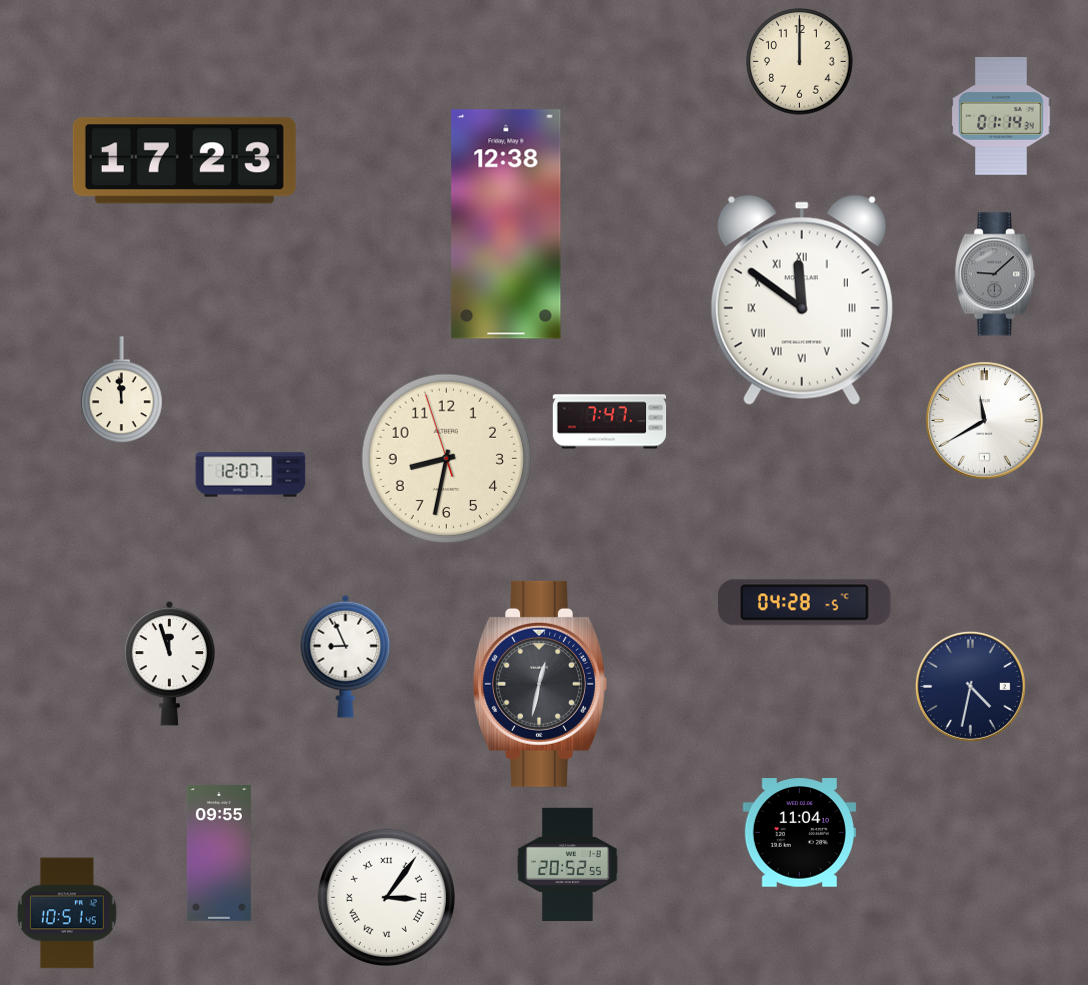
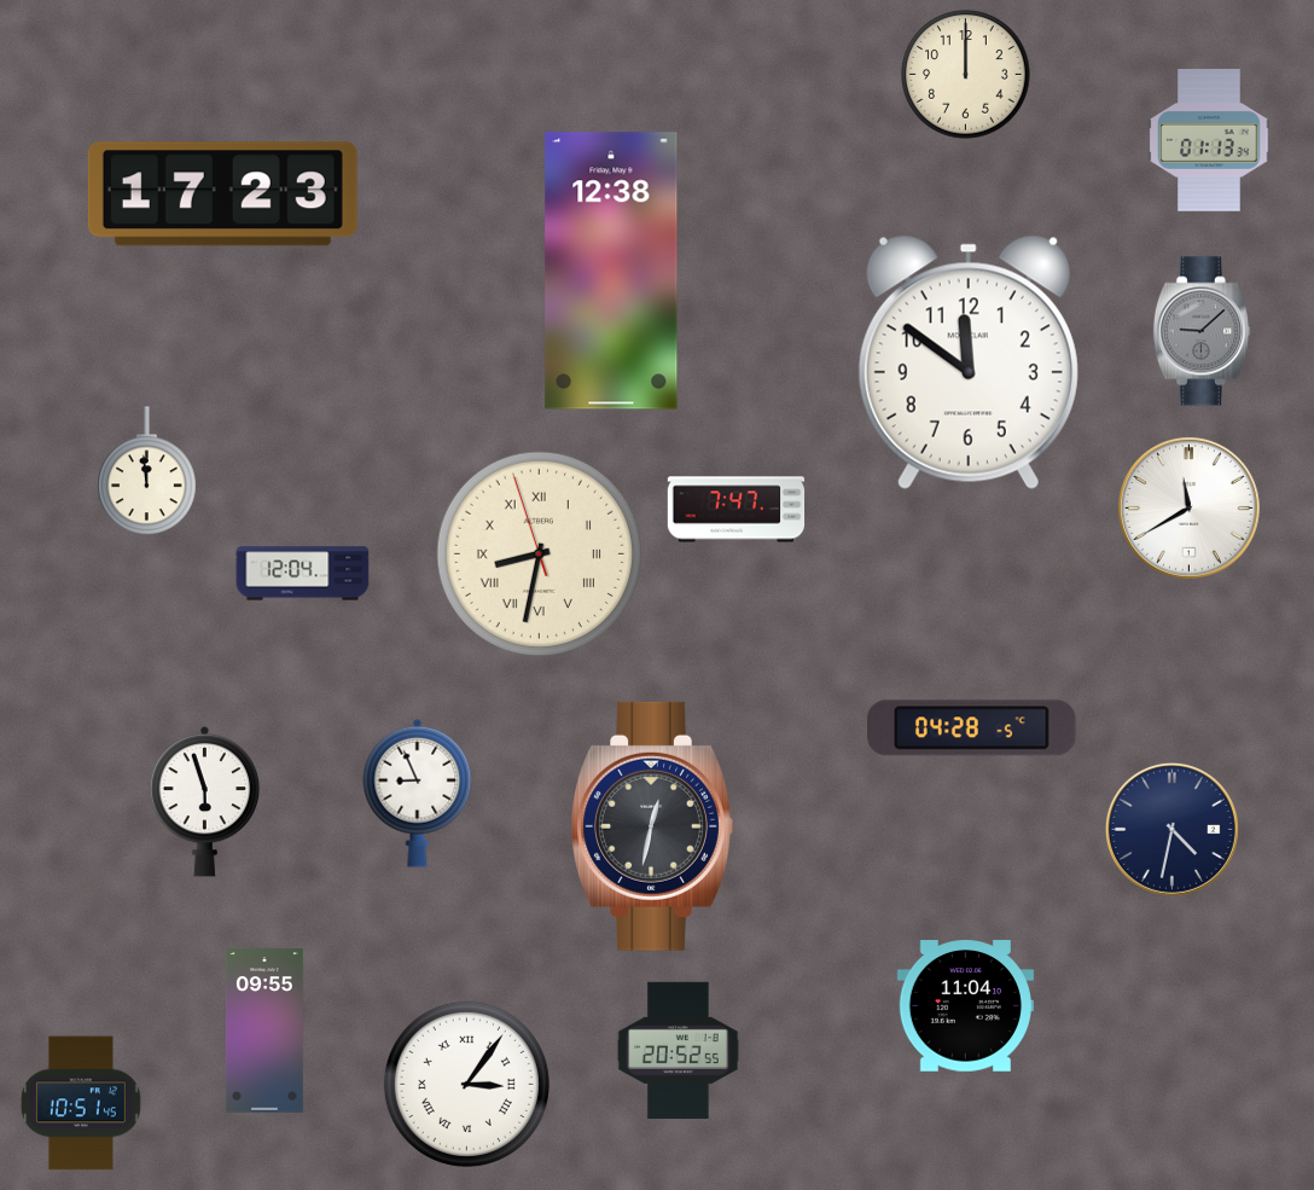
clock at (1001, 116): 01:14 -> 01:13
clock at (802, 300) numerals: Roman -> Arabic
clock at (447, 459) numerals: Arabic -> Roman
clock at (251, 475): 12:07 -> 12:04
clock at (170, 663): 11:57 -> 5:57
clock at (568, 864) position: (568, 864) -> (679, 1050)
